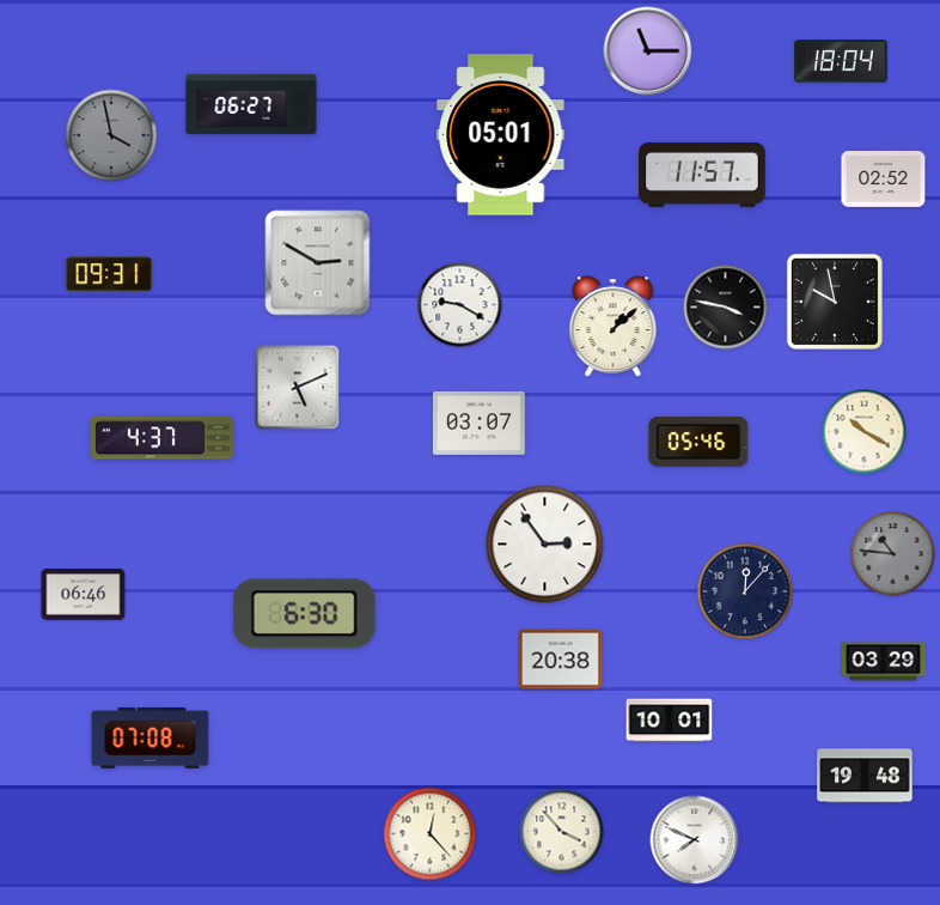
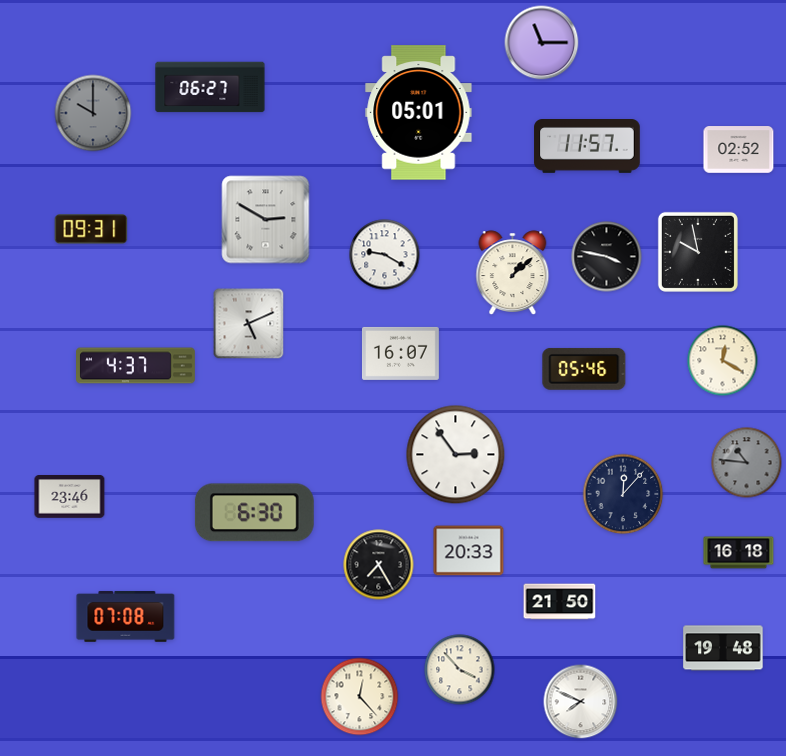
clock at (841, 61): 18:04 -> none
clock at (111, 135): 3:58 -> 10:00
clock at (478, 423): 03:07 -> 16:07
clock at (865, 432): 10:20 -> 12:20
clock at (84, 595): 06:46 -> 23:46
clock at (561, 660): 20:38 -> 20:33
clock at (884, 662): 03:29 -> 16:18
clock at (379, 565): none -> 7:25
clock at (670, 721): 10:01 -> 21:50
clock at (562, 832) position: (562, 832) -> (460, 670)
